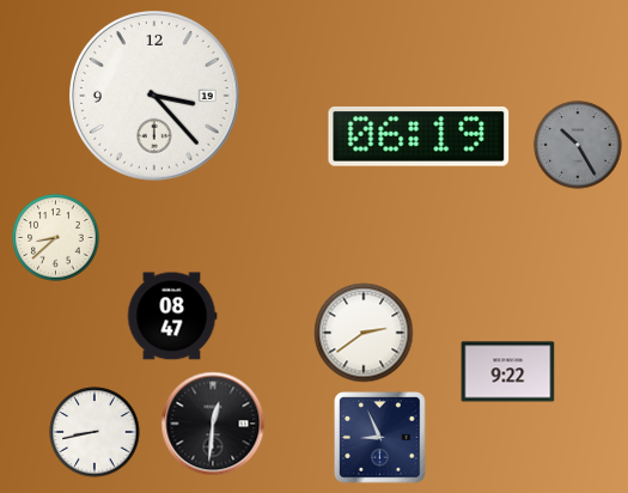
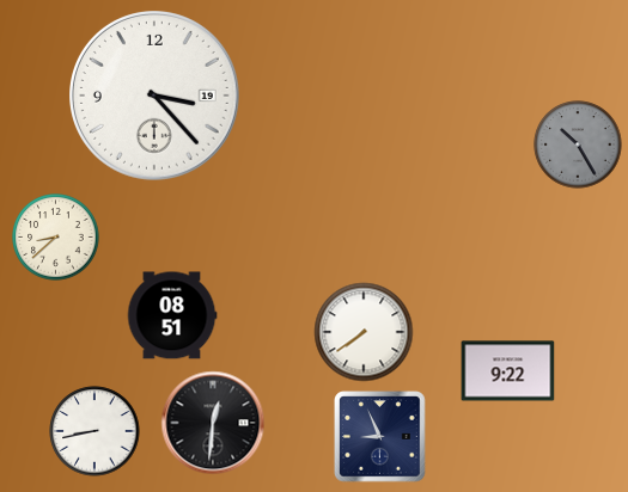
clock at (419, 138): 06:19 -> none
clock at (172, 316): 08:47 -> 08:51
clock at (364, 333): 2:39 -> 7:39
